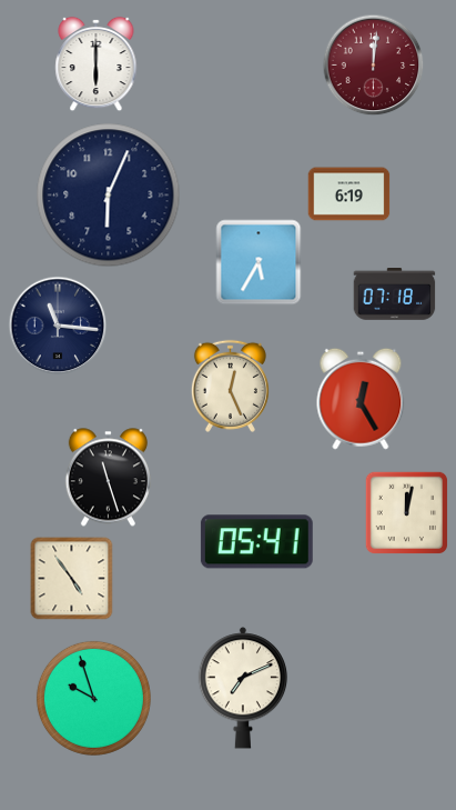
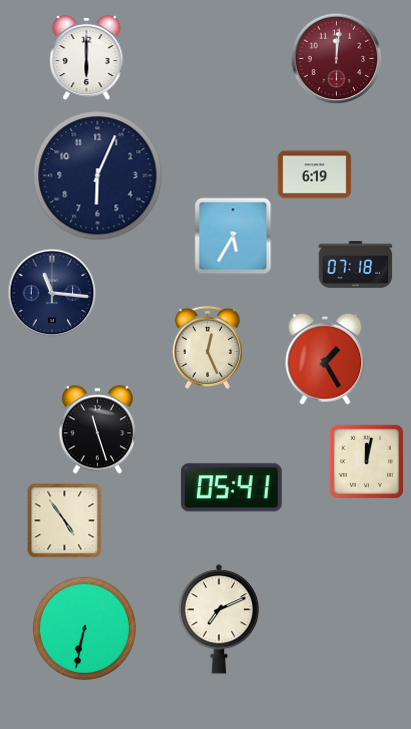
clock at (361, 399): 12:25 -> 1:25
clock at (93, 698): 9:57 -> 6:32
